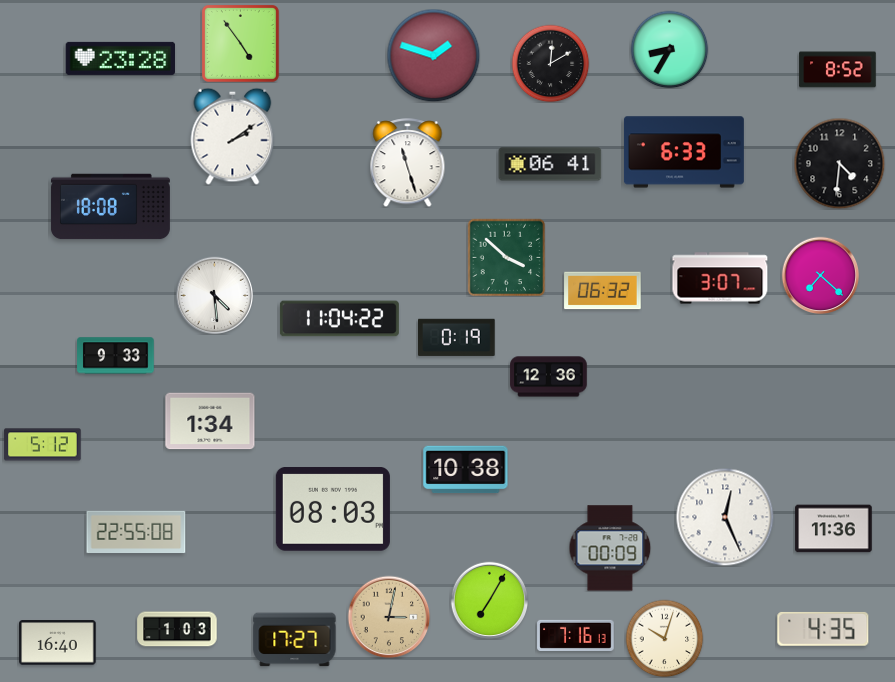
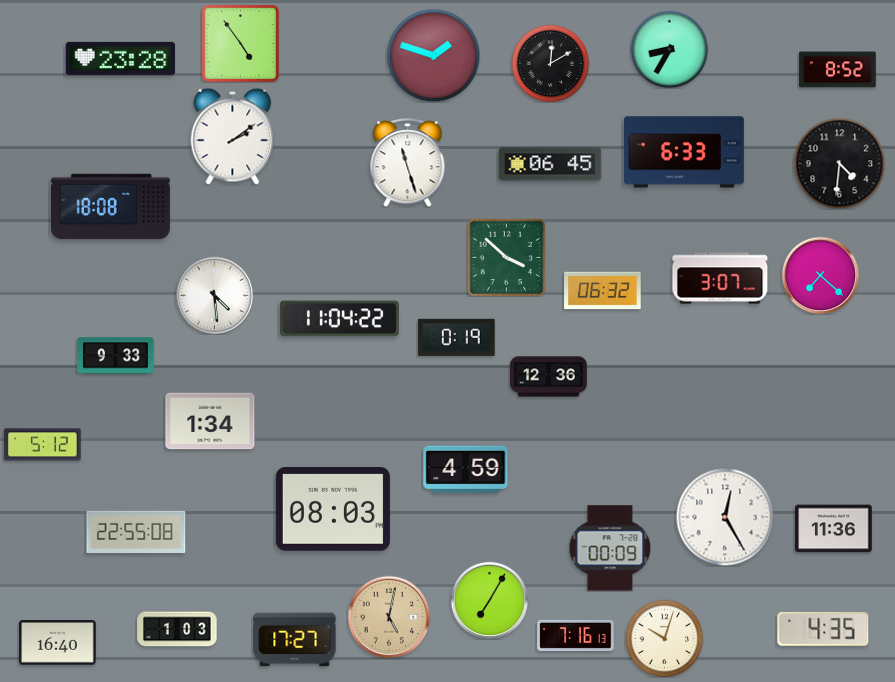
clock at (550, 164): 06:41 -> 06:45
clock at (466, 470): 10:38 -> 4:59
clock at (725, 517): 12:26 -> 12:25
clock at (389, 617): 3:02 -> 5:02
